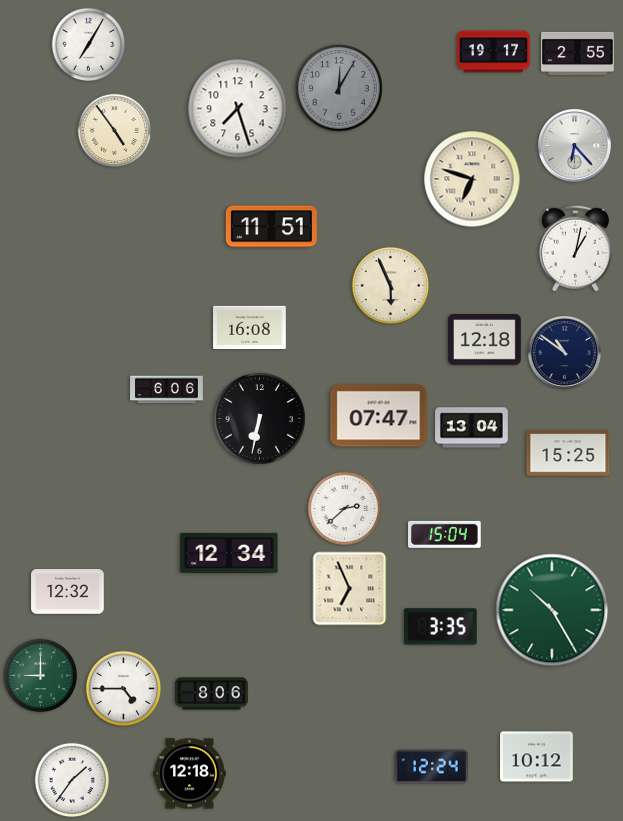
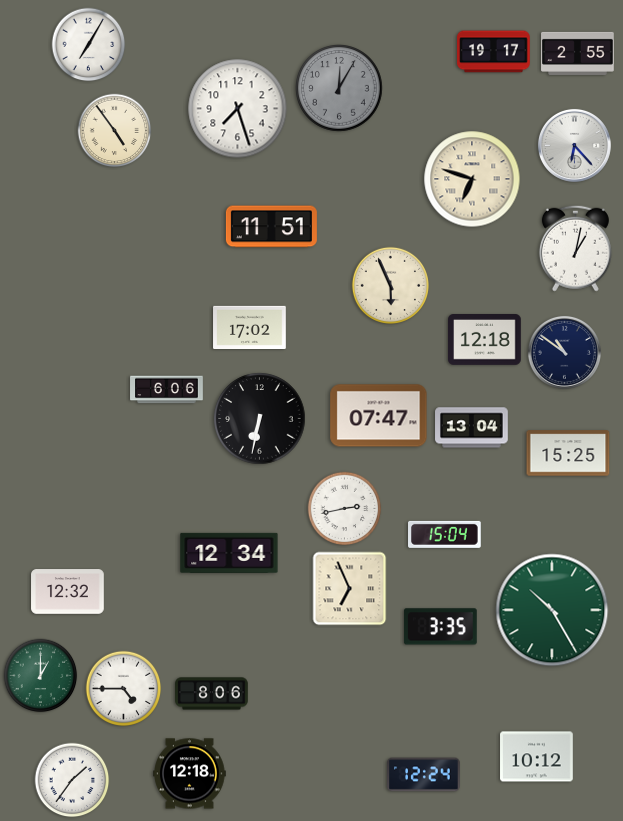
clock at (250, 327): 16:08 -> 17:02
clock at (345, 509): 2:38 -> 2:43
clock at (41, 676): 9:00 -> 1:00
clock at (432, 767) position: (432, 767) -> (424, 775)
